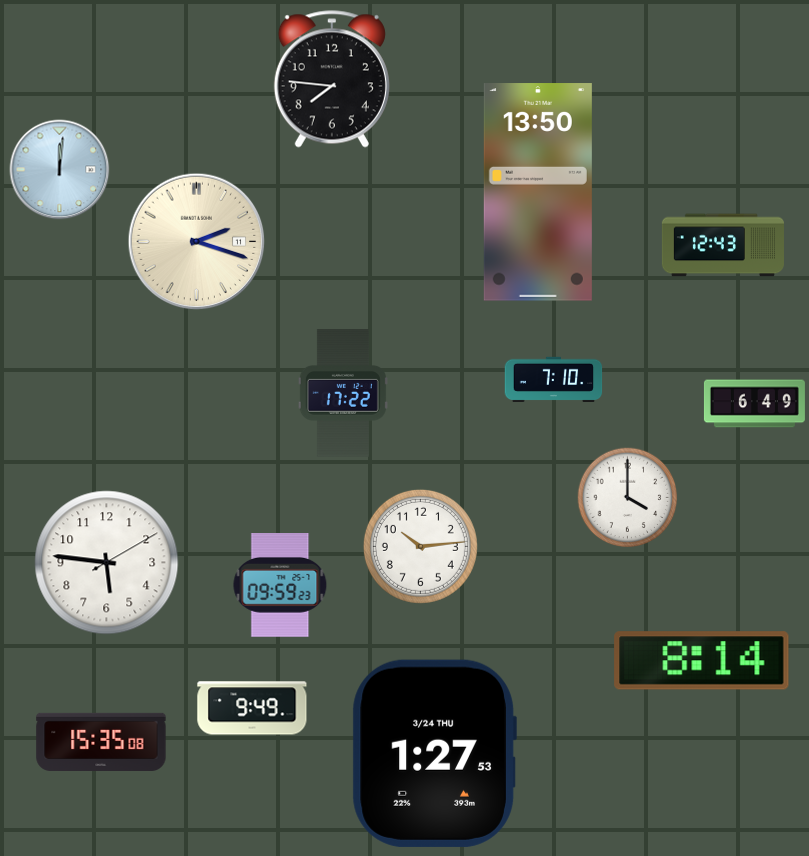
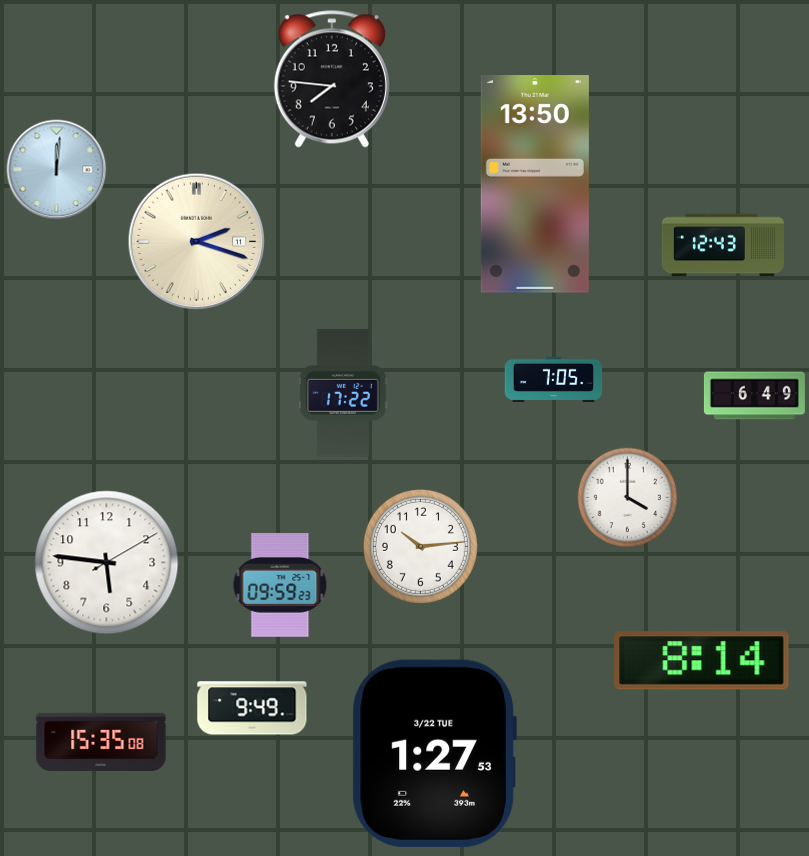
clock at (60, 170) position: (60, 170) -> (57, 170)
clock at (538, 192) position: (538, 192) -> (535, 184)
clock at (554, 379): 7:10 -> 7:05
clock at (754, 404) position: (754, 404) -> (754, 396)
clock at (434, 753) date: 3/24 THU -> 3/22 TUE
